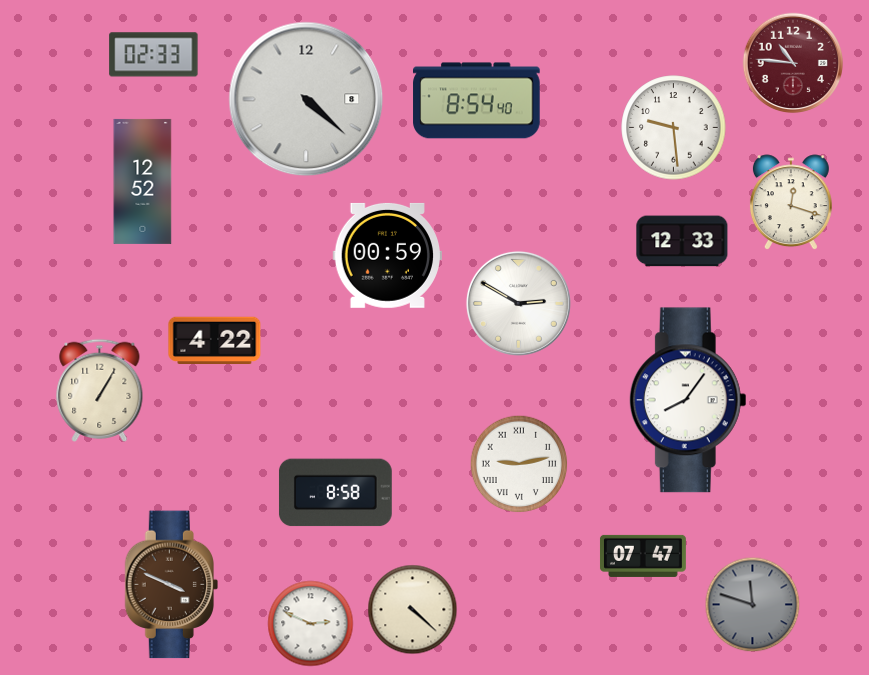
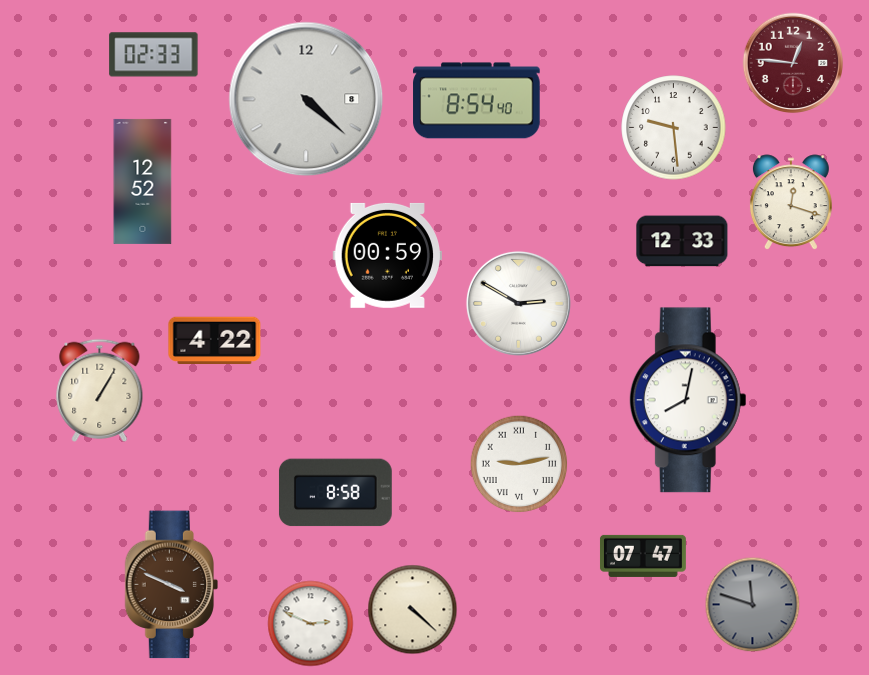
clock at (792, 62): 10:46 -> 12:46
clock at (688, 400): 8:06 -> 8:02
